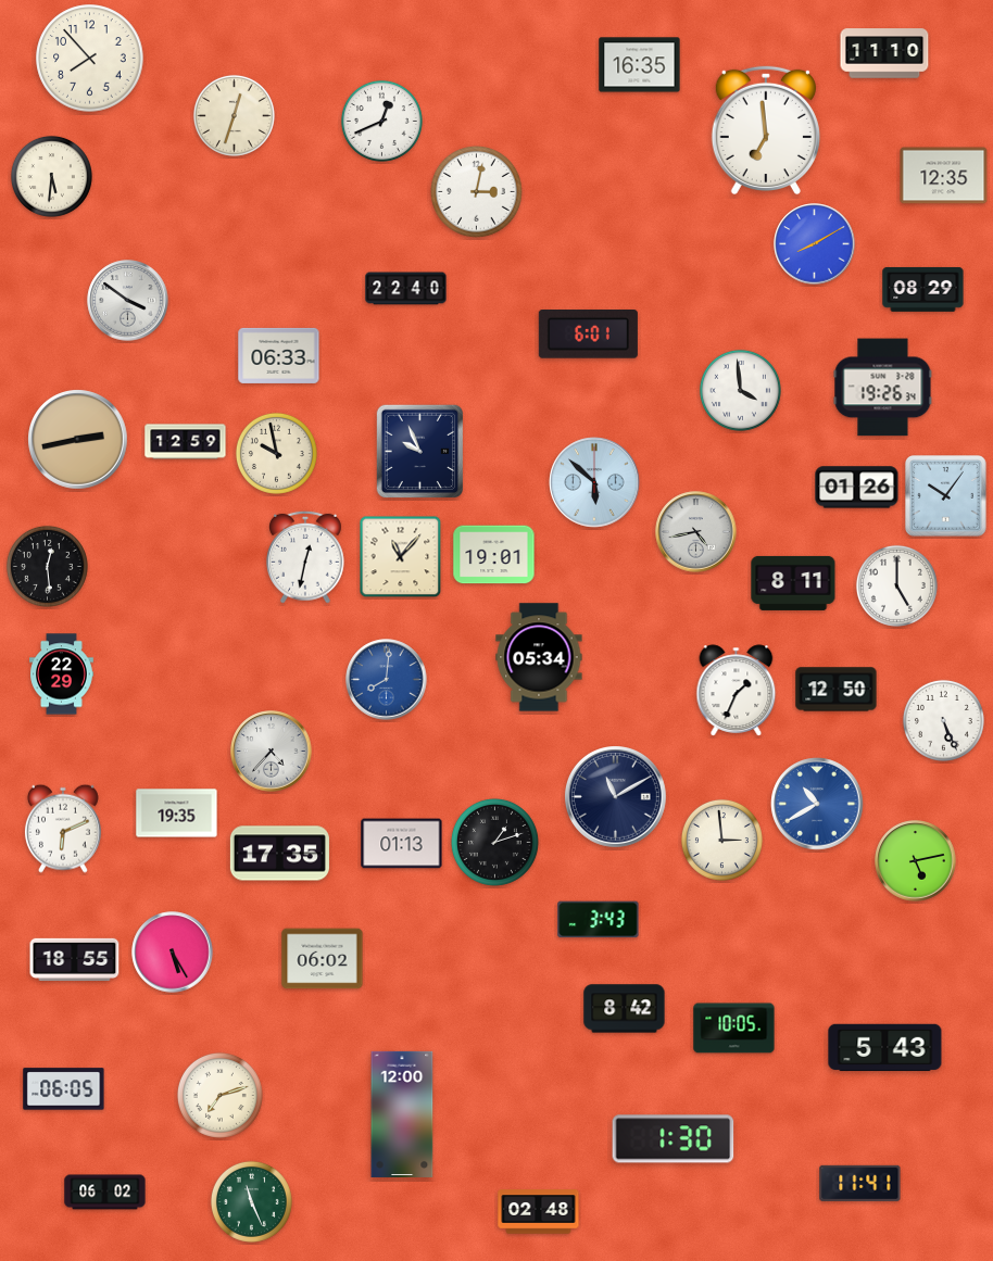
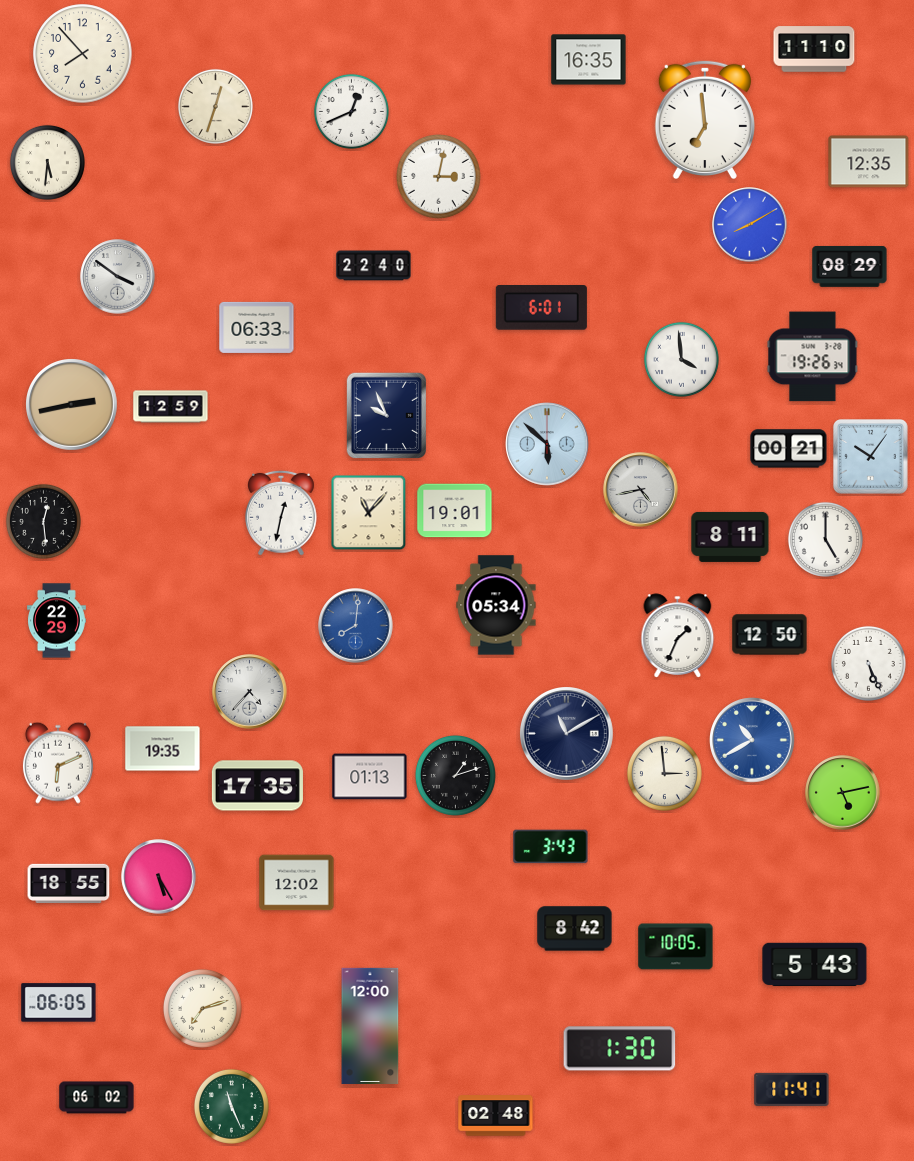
clock at (276, 453): 9:58 -> none
clock at (857, 488): 01:26 -> 00:21
clock at (323, 959): 06:02 -> 12:02
